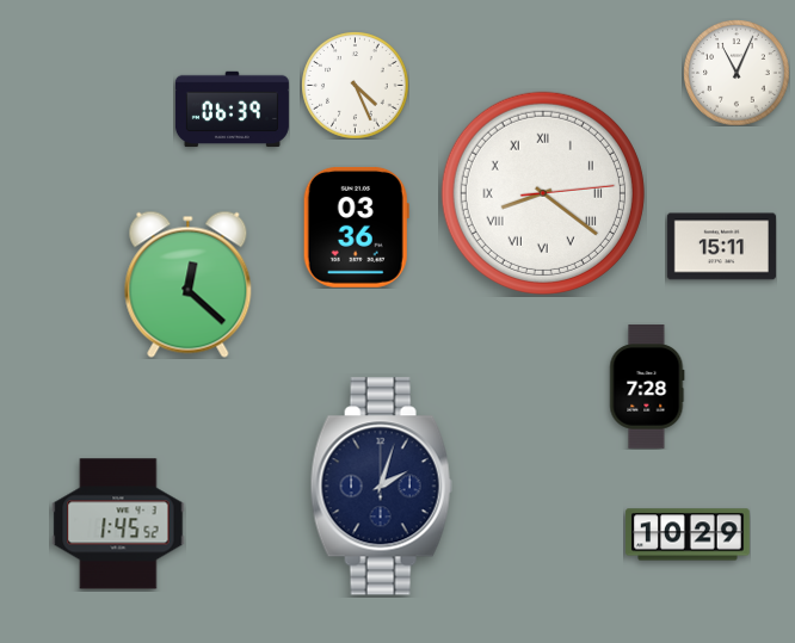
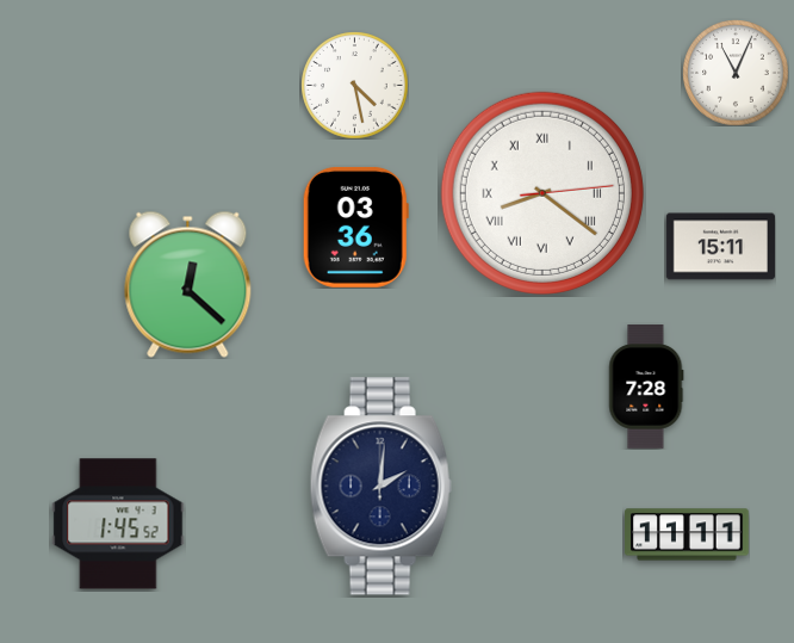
clock at (355, 85): 4:26 -> 4:28
clock at (232, 110): 06:39 -> none
clock at (381, 487): 2:03 -> 2:01
clock at (688, 534): 10:29 -> 11:11
